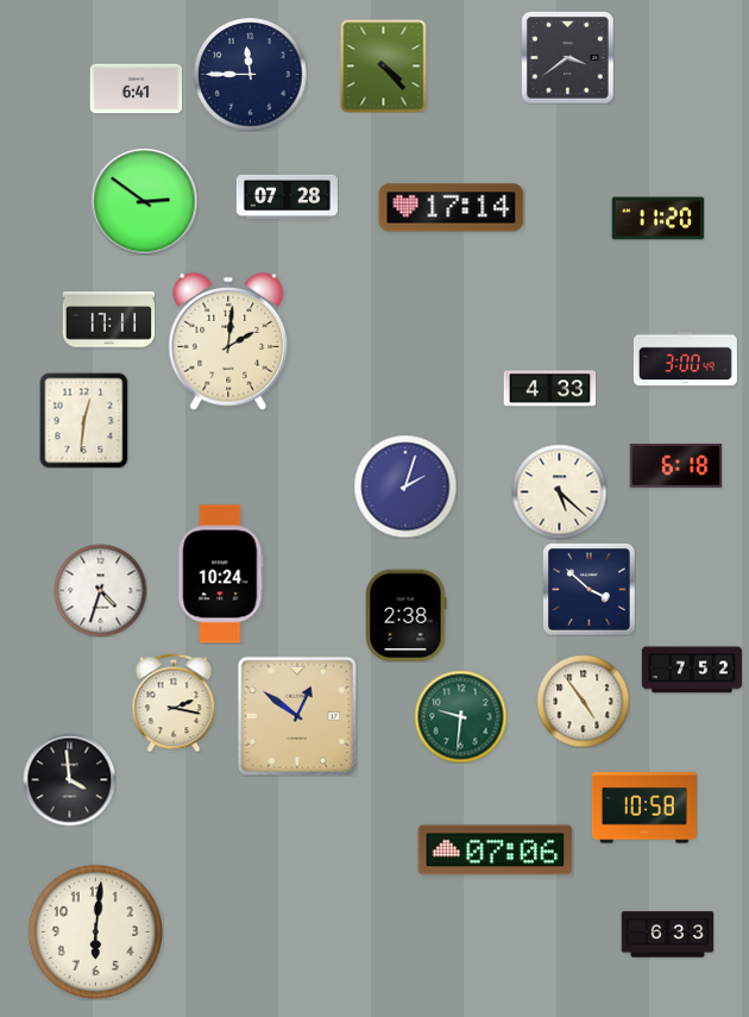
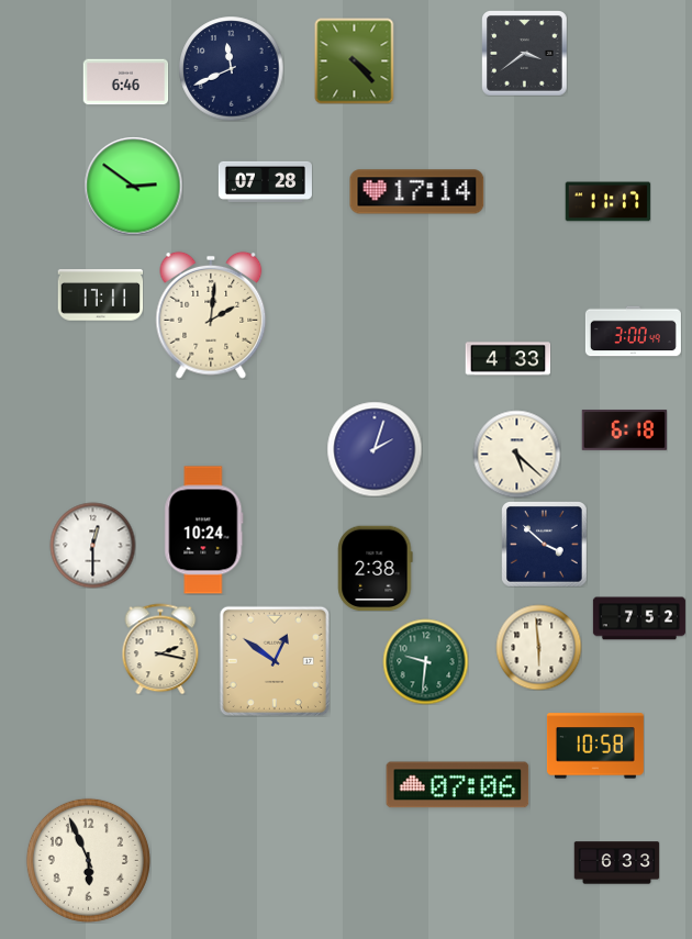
clock at (250, 74): 11:45 -> 11:41
clock at (136, 89): 6:41 -> 6:46
clock at (657, 219): 11:20 -> 11:17
clock at (84, 420): 12:31 -> none
clock at (100, 590): 4:33 -> 12:30
clock at (583, 701): 4:54 -> 5:59
clock at (69, 779): 3:59 -> none
clock at (95, 931): 6:01 -> 5:56
